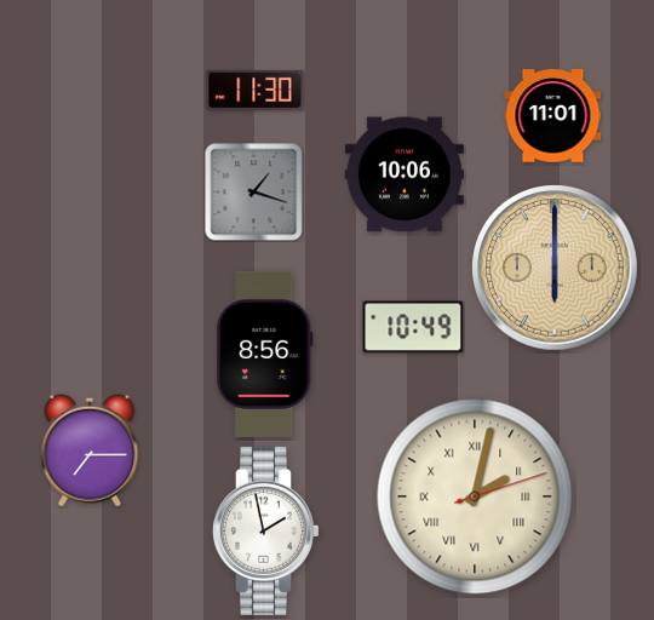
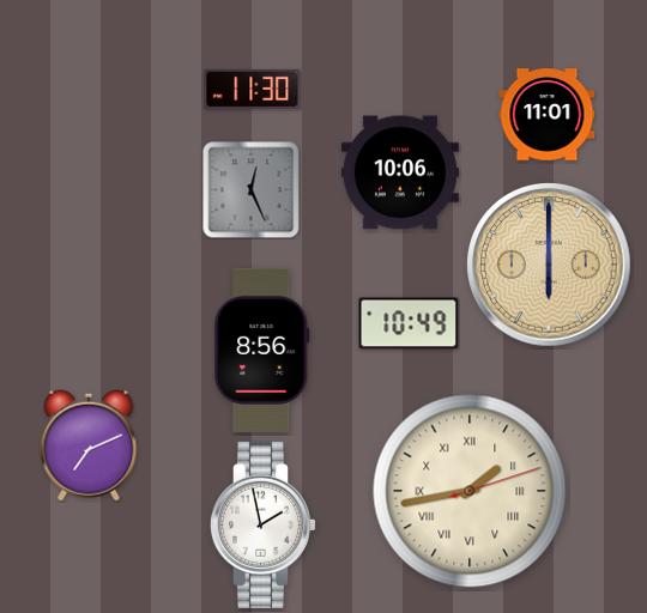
clock at (254, 193): 1:18 -> 12:26
clock at (90, 450): 7:15 -> 7:11
clock at (475, 496): 2:02 -> 1:43
